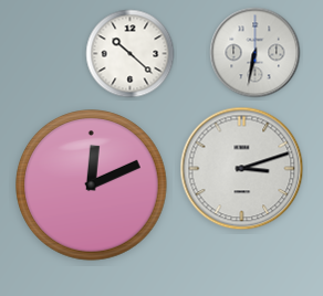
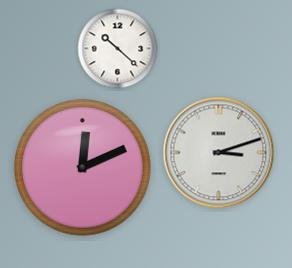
clock at (256, 53): 6:32 -> none
